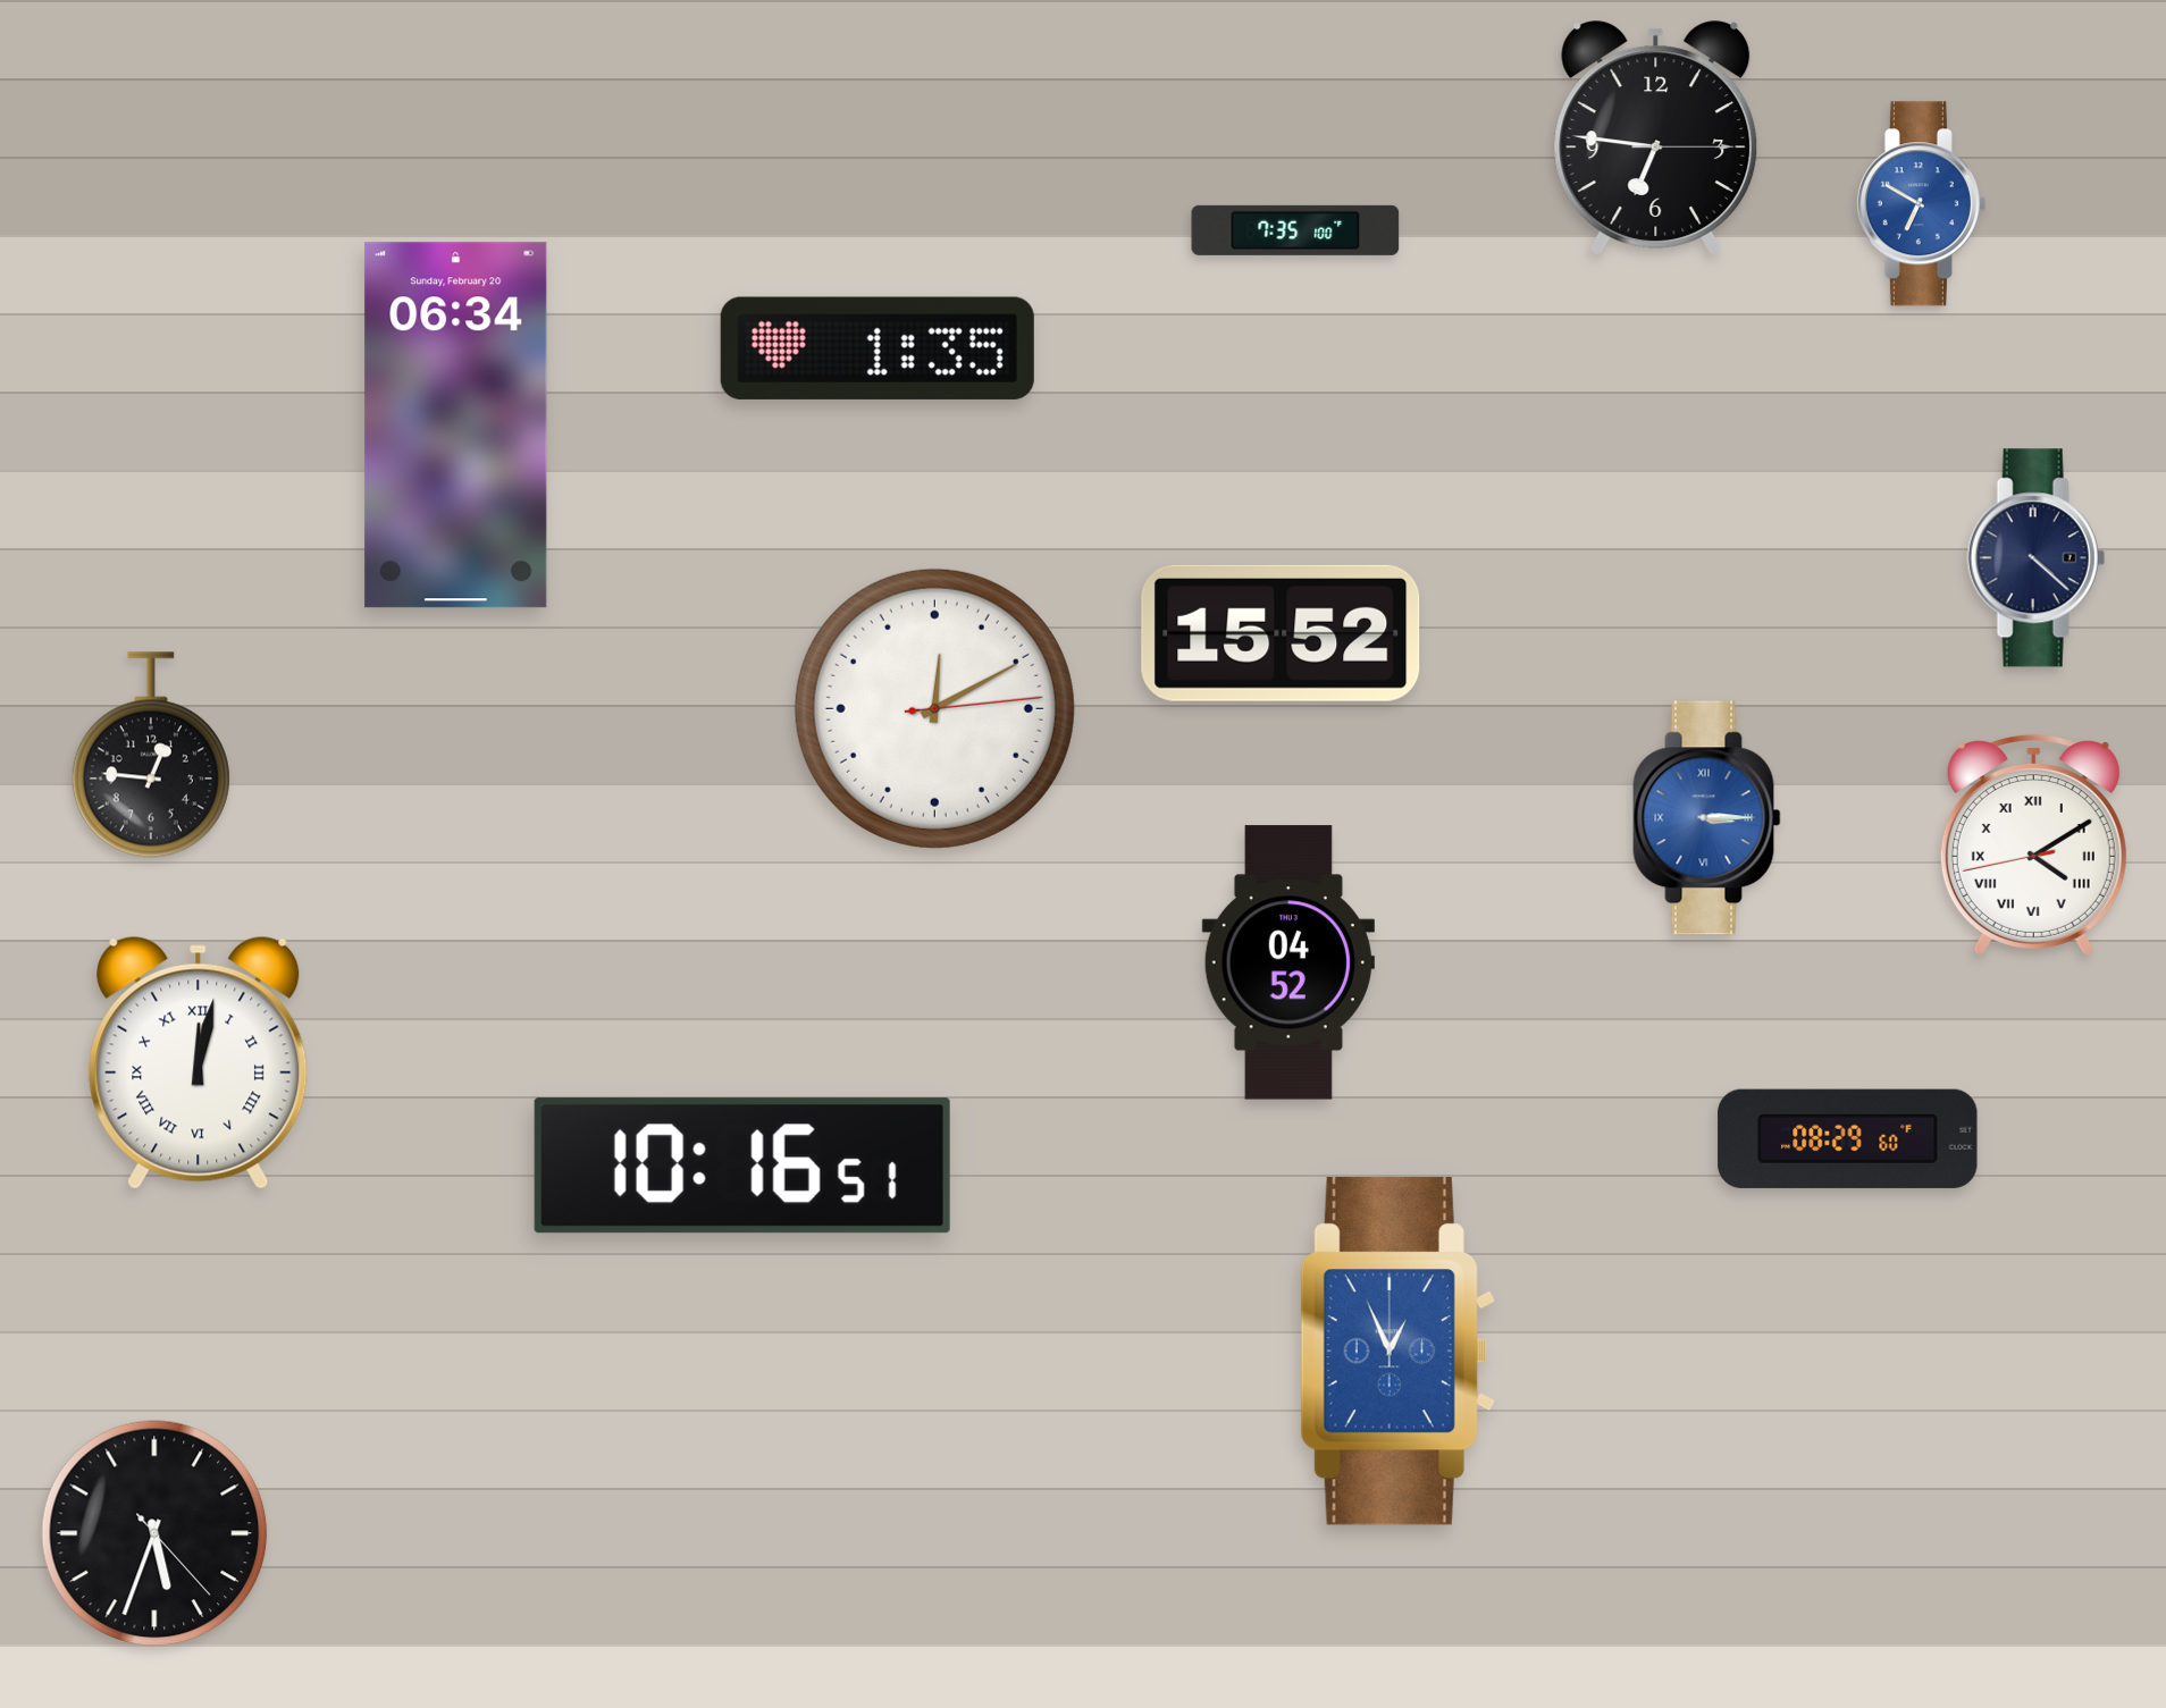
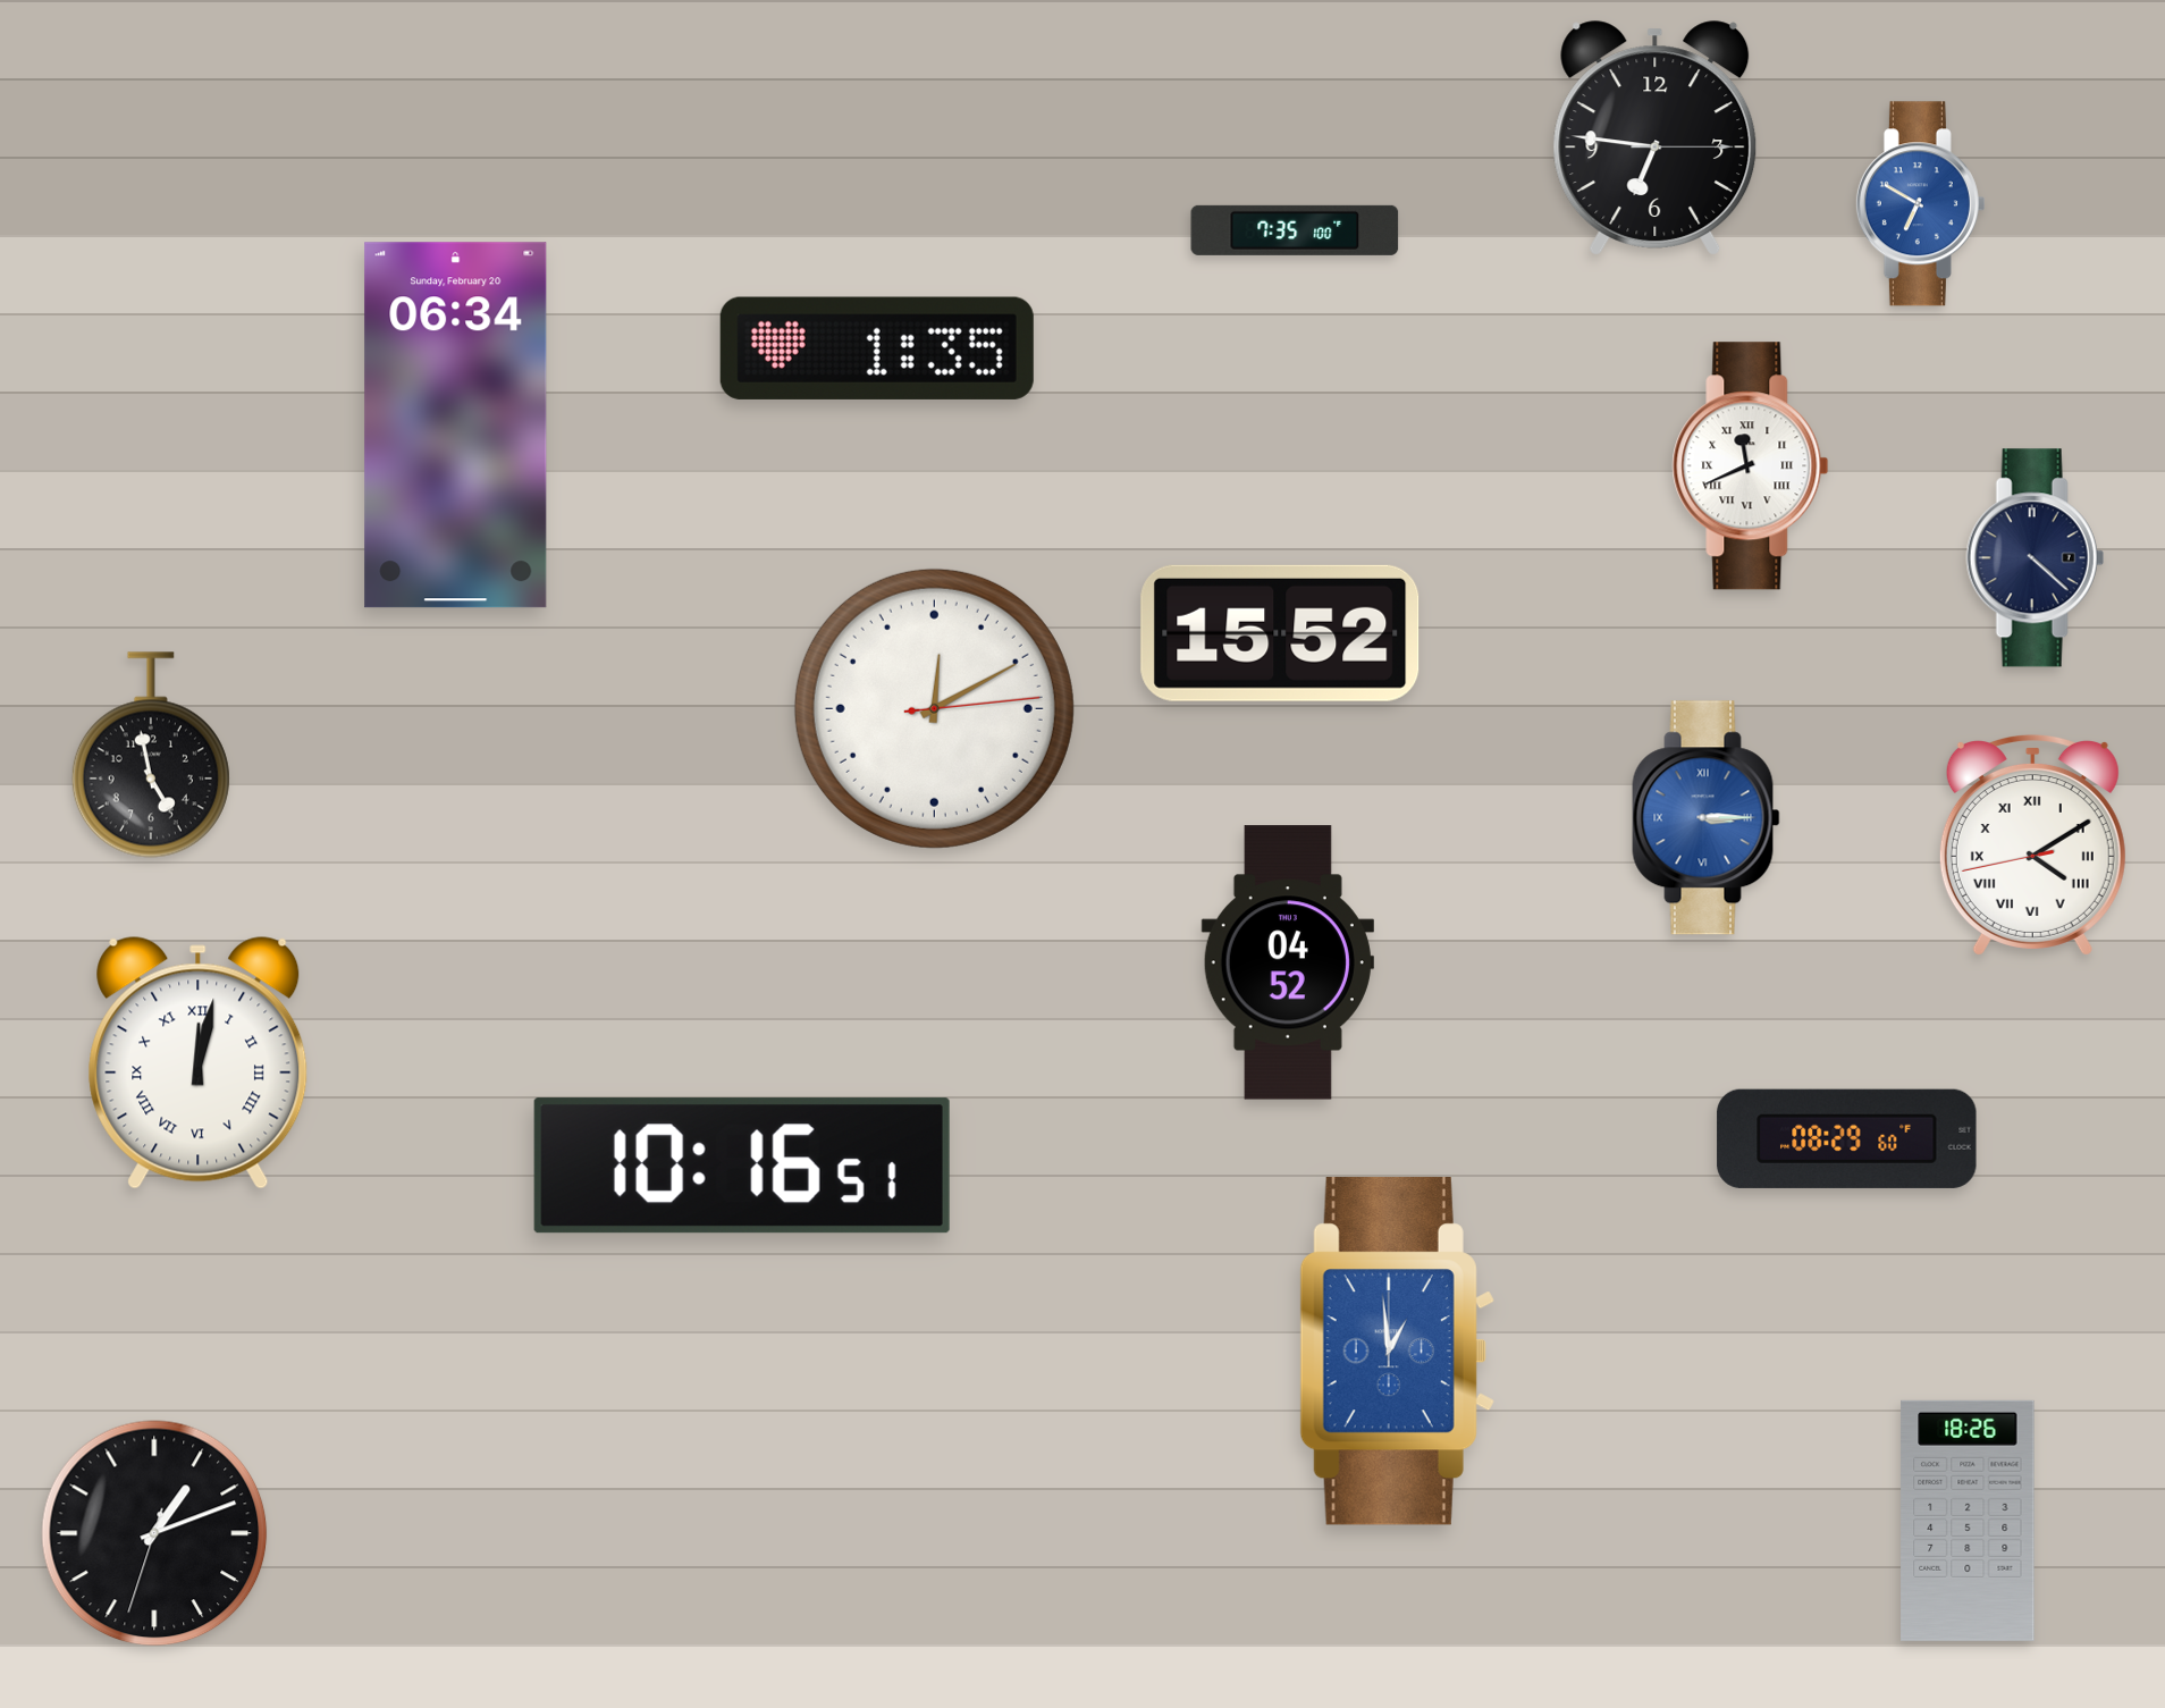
clock at (1751, 466): none -> 11:41
clock at (151, 755): 12:46 -> 4:58
clock at (1397, 1352): 12:56 -> 12:59
clock at (1968, 1521): none -> 18:26
clock at (154, 1533): 5:33 -> 1:11
